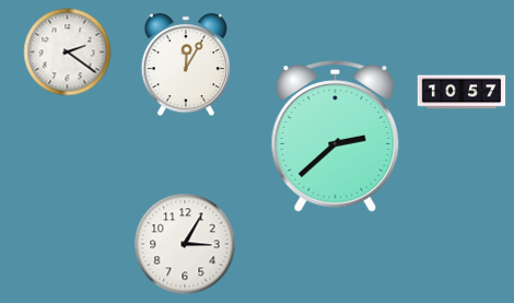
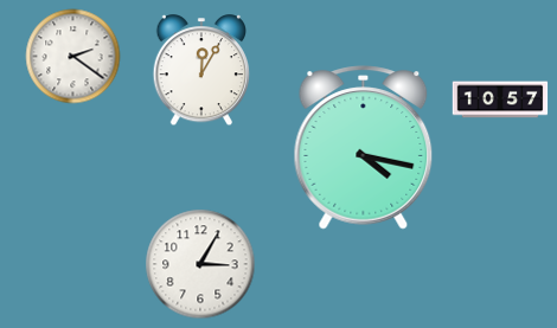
clock at (336, 137): 2:38 -> 4:17
